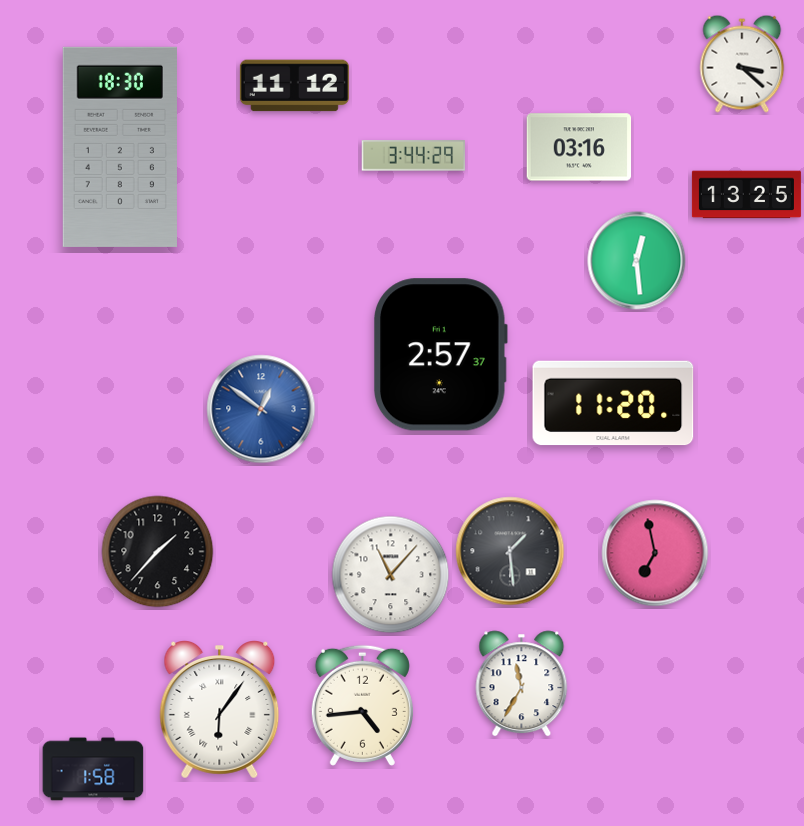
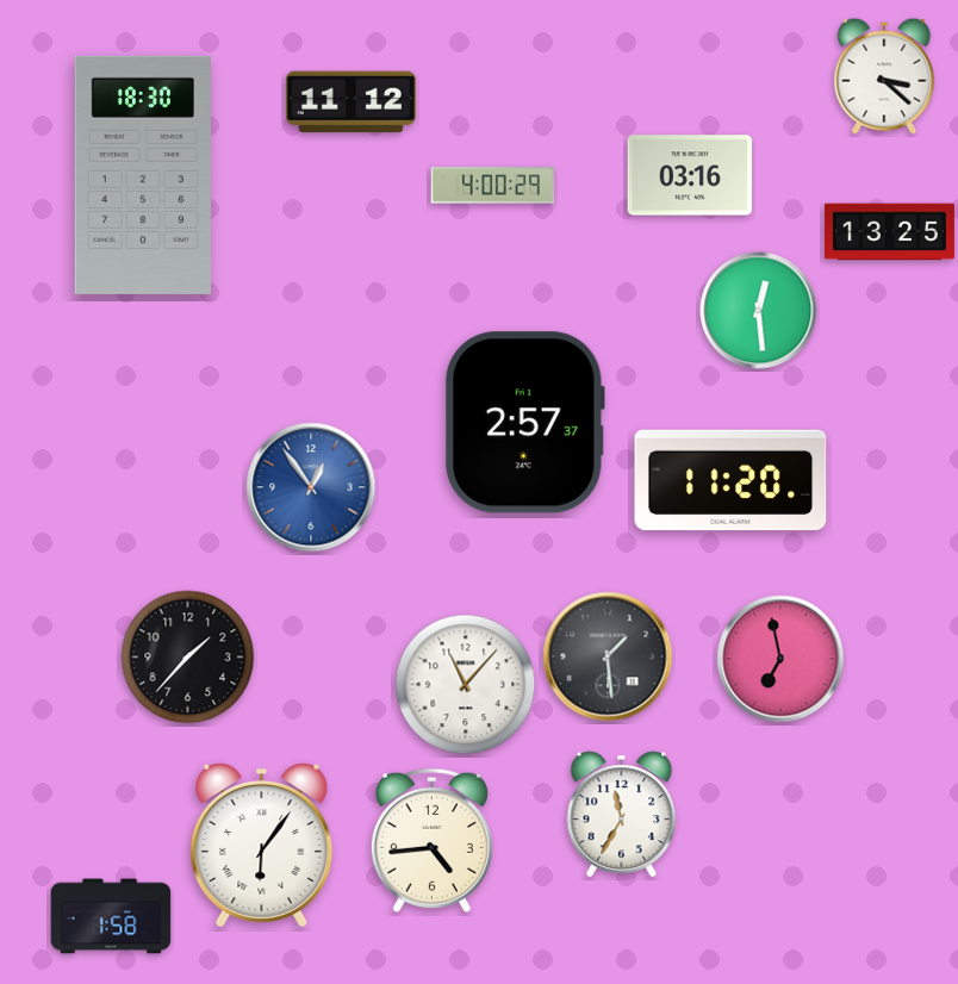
clock at (414, 156): 3:44 -> 4:00
clock at (261, 409): 12:51 -> 12:54
